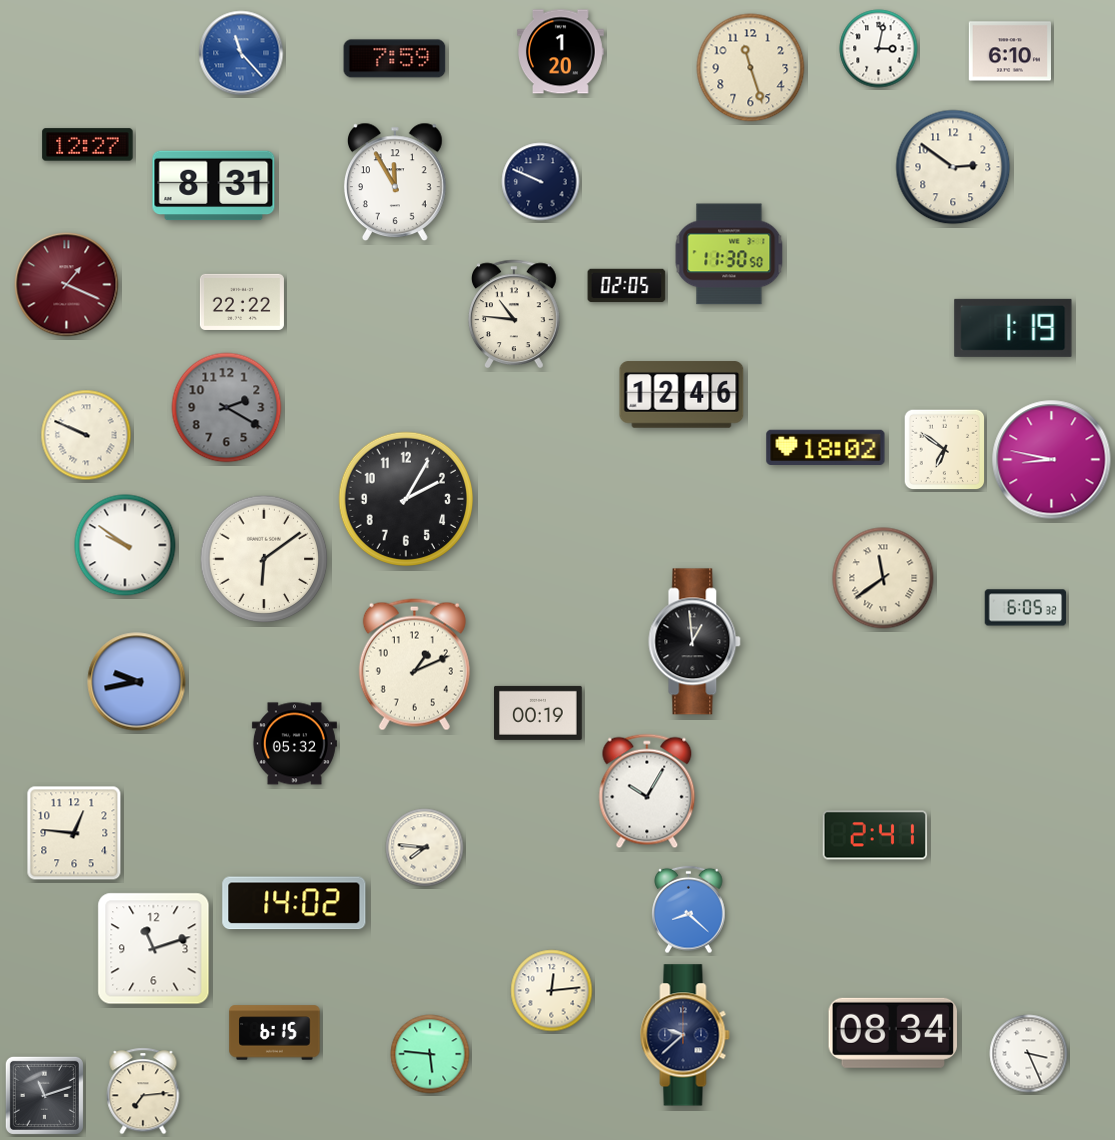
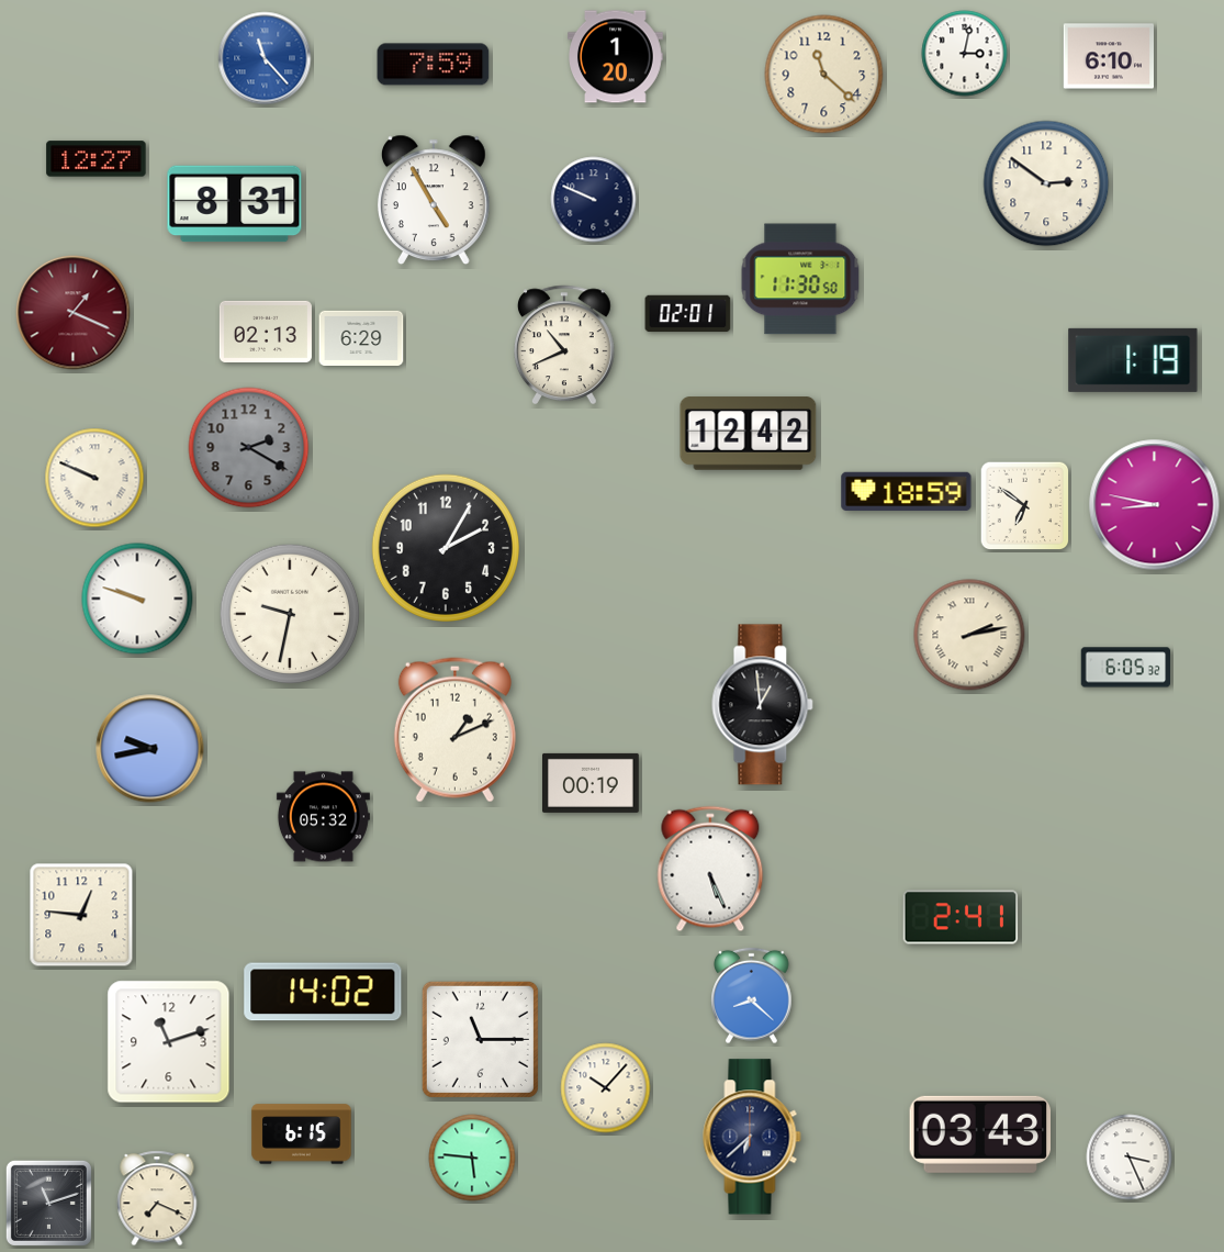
clock at (751, 68): 11:27 -> 11:22
clock at (395, 182): 11:55 -> 4:55
clock at (627, 286): 02:05 -> 02:01
clock at (242, 302): 22:22 -> 02:13
clock at (361, 337): none -> 6:29
clock at (514, 314): 10:46 -> 10:41
clock at (1013, 328) position: (1013, 328) -> (1133, 360)
clock at (682, 395): 12:46 -> 12:42
clock at (826, 447): 18:02 -> 18:59
clock at (945, 450) position: (945, 450) -> (1025, 506)
clock at (125, 545): 9:51 -> 9:48
clock at (264, 559): 6:09 -> 9:32
clock at (883, 578): 11:39 -> 2:13
clock at (647, 791): 10:05 -> 5:26
clock at (425, 848): 7:46 -> none
clock at (689, 910) position: (689, 910) -> (752, 996)
clock at (480, 1039): none -> 11:15
clock at (552, 991): 12:14 -> 10:07
clock at (892, 1033): 08:34 -> 03:43
clock at (685, 1035): 9:38 -> 6:38
clock at (143, 1091): 7:14 -> 7:19
